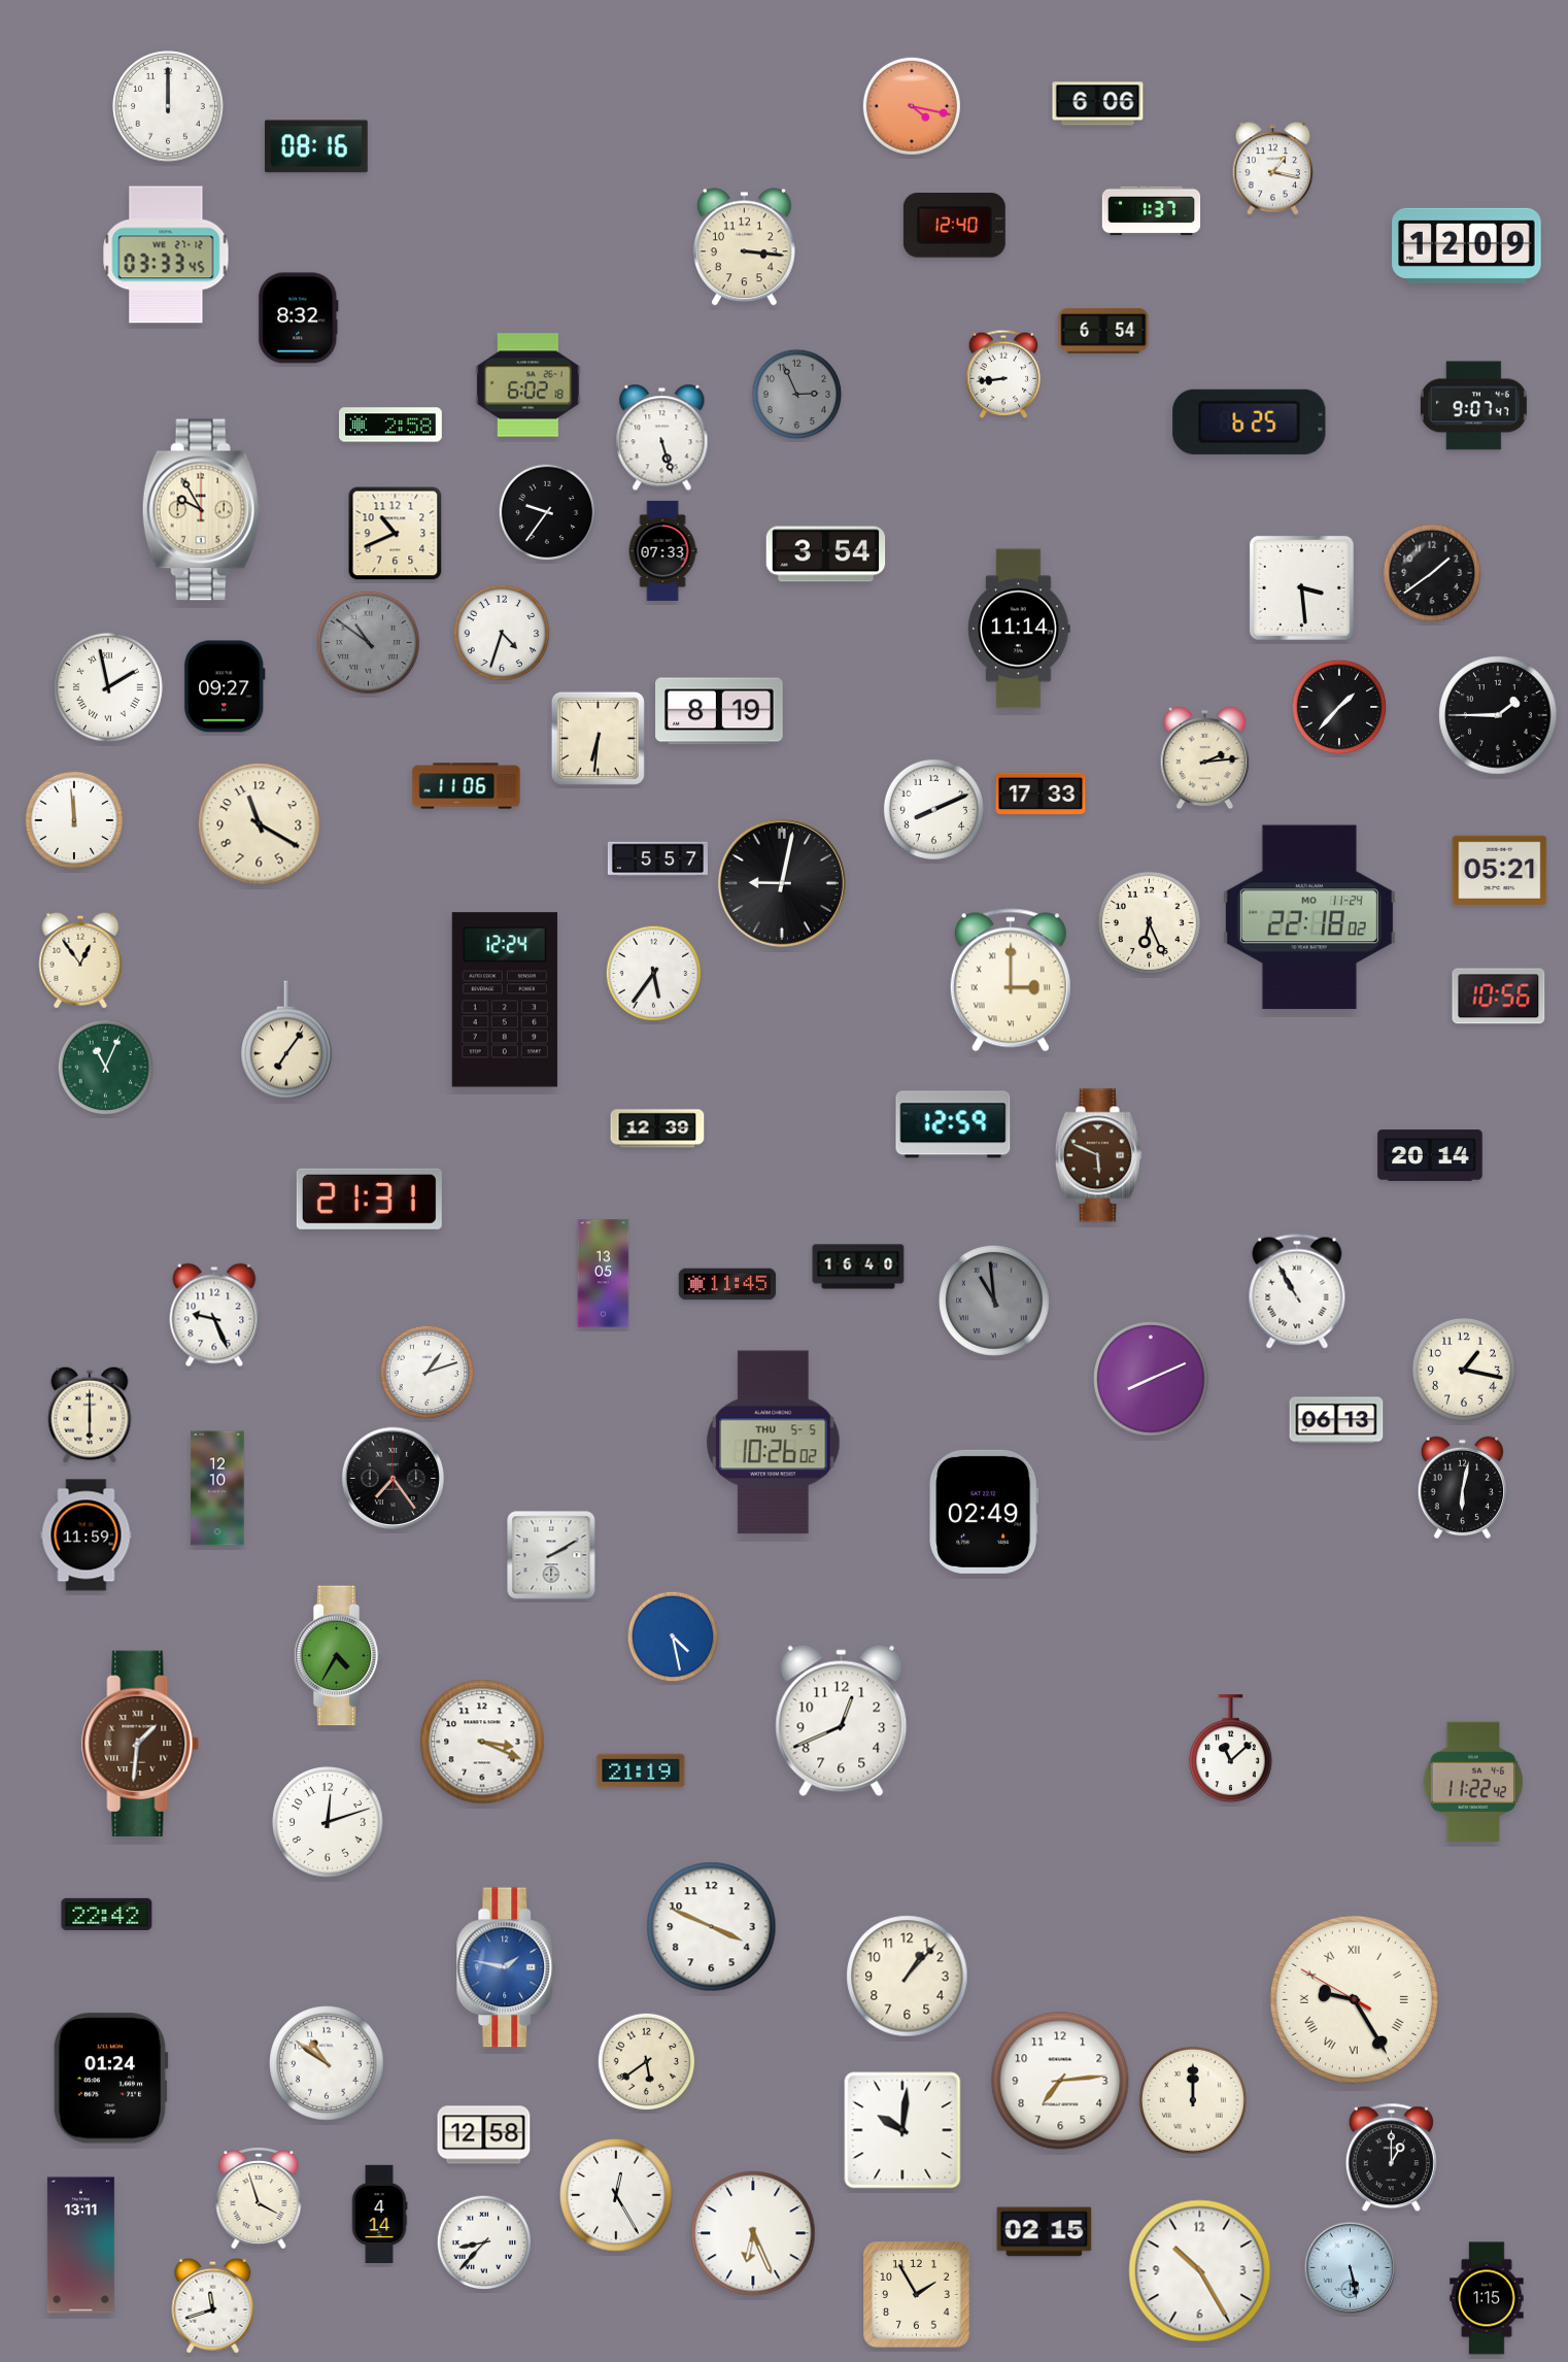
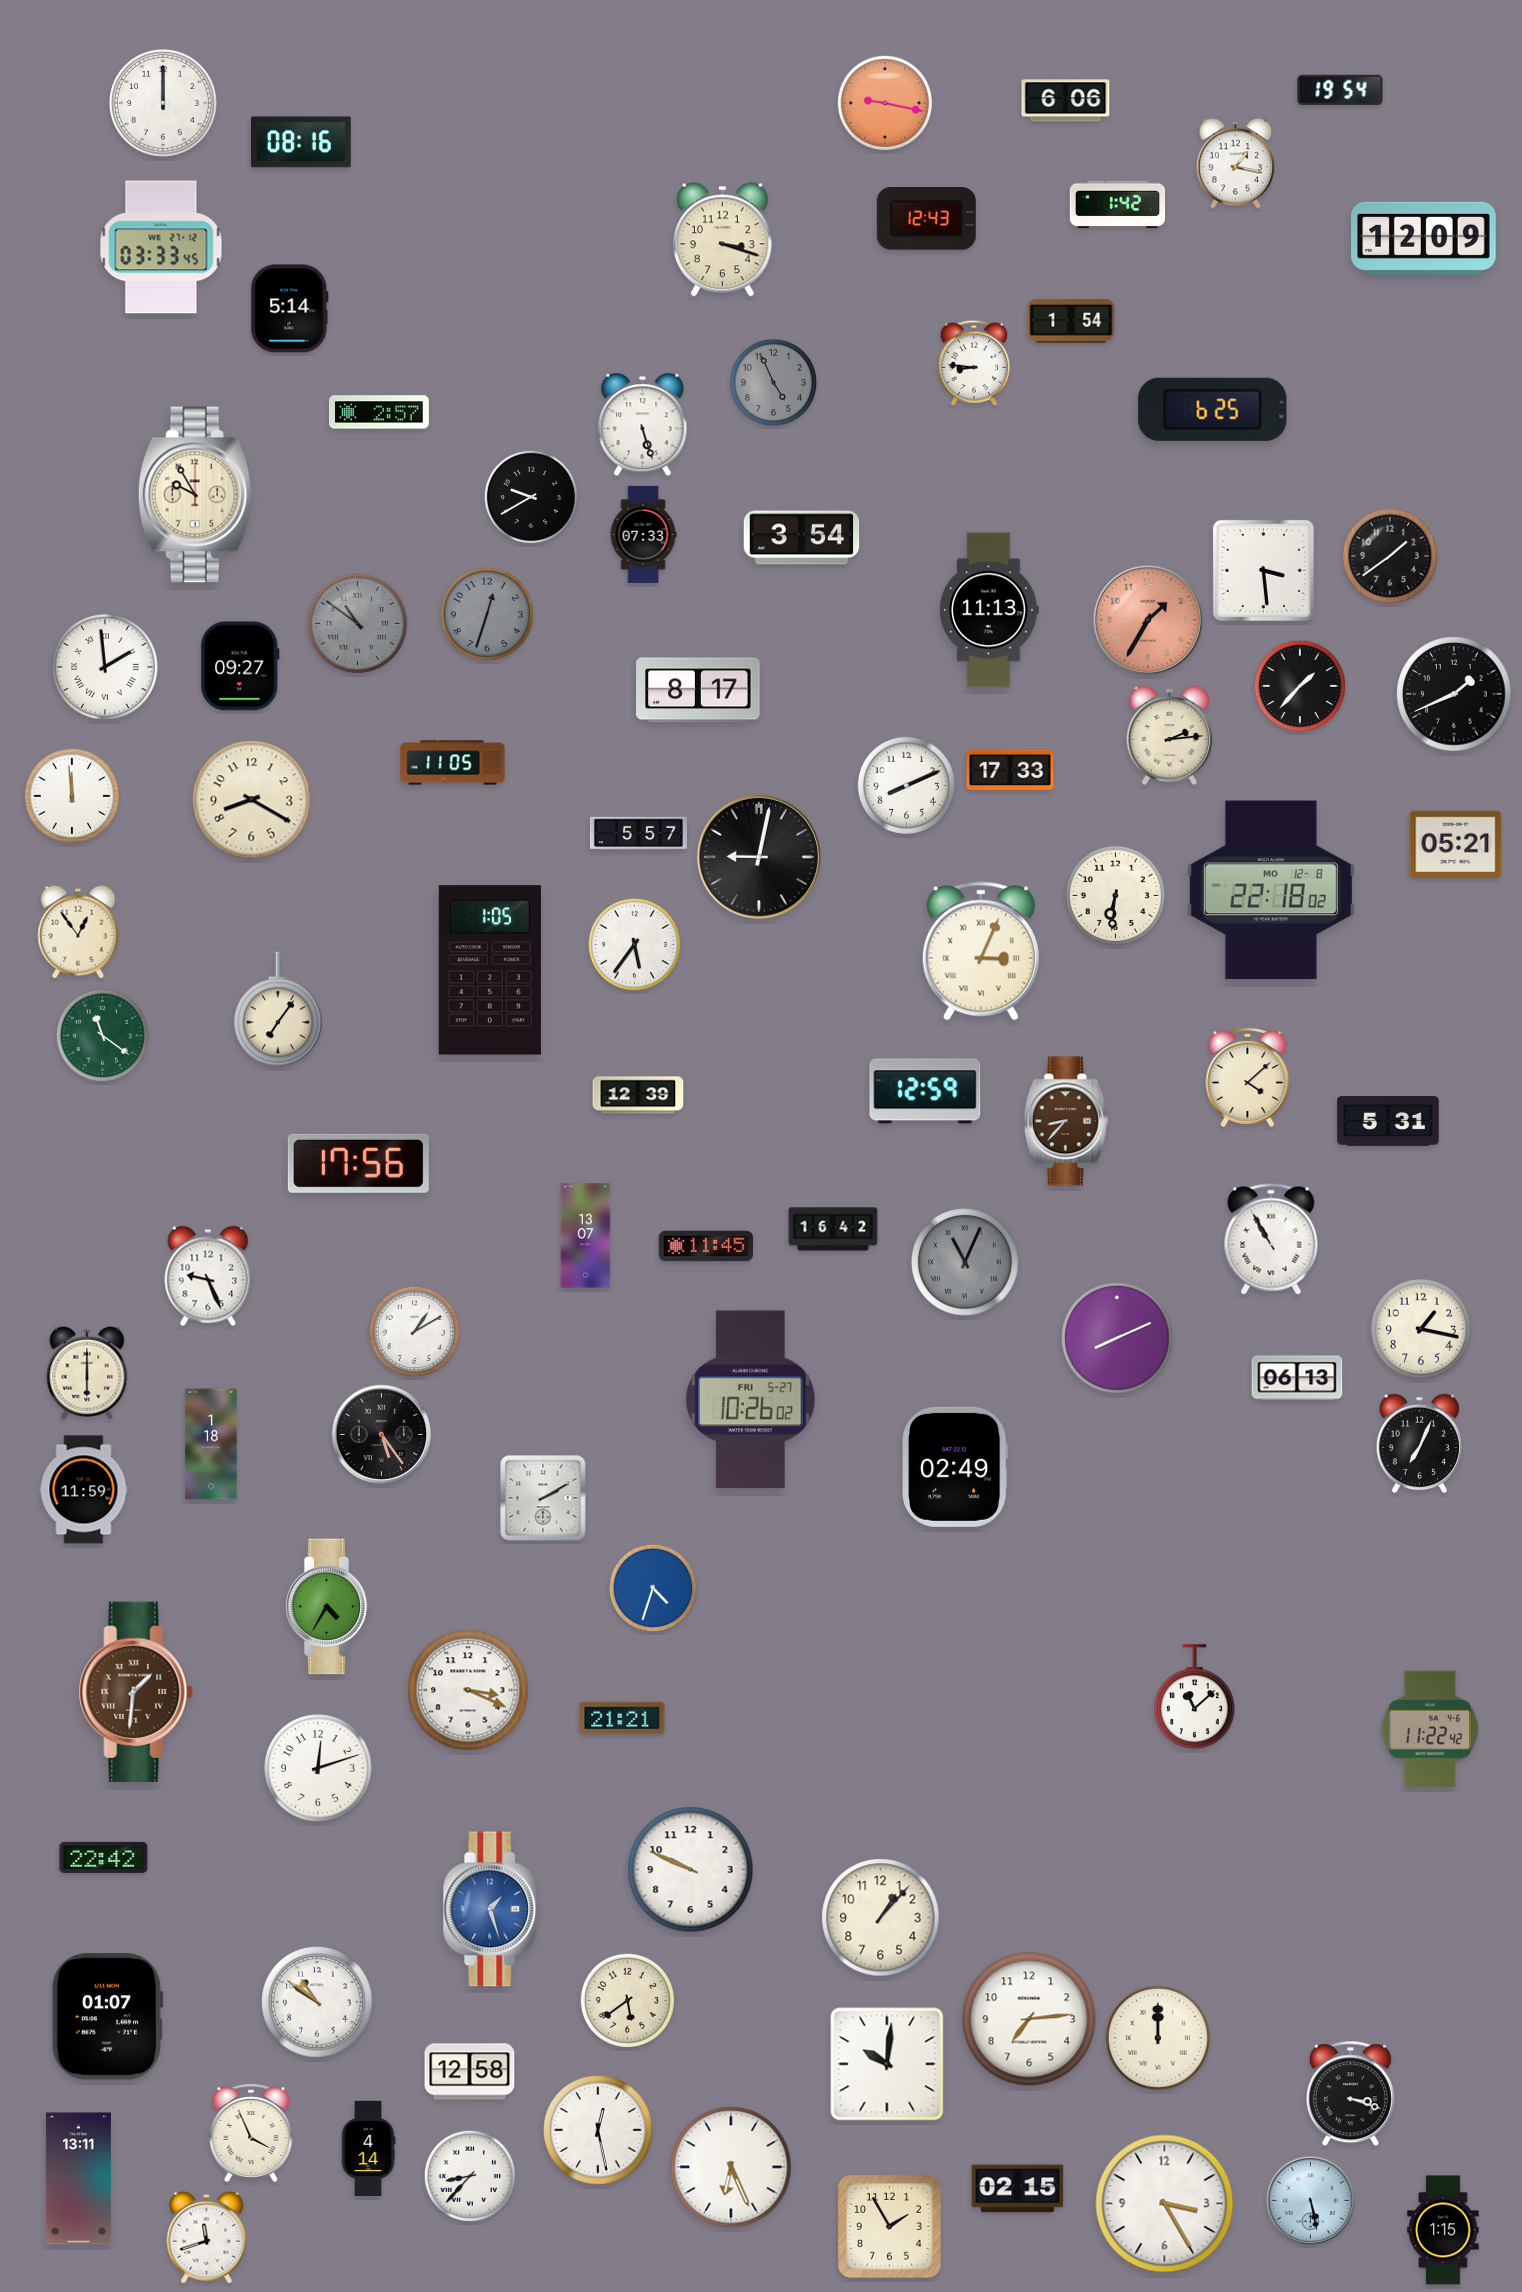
clock at (1340, 90): none -> 19:54
clock at (912, 106): 4:17 -> 9:17
clock at (316, 146) position: (316, 146) -> (301, 142)
clock at (1152, 211): 1:37 -> 1:42
clock at (954, 226): 12:40 -> 12:43
clock at (744, 247): 3:16 -> 3:18
clock at (299, 318): 8:32 -> 5:14
clock at (1103, 331): 6:54 -> 1:54
clock at (1003, 374): 8:44 -> 8:46
clock at (529, 385): 6:02 -> none
clock at (797, 395): 2:56 -> 4:56
clock at (1473, 406): 9:07 -> none
clock at (391, 425): 2:58 -> 2:57
clock at (546, 511): 9:36 -> 9:40
clock at (396, 534): 10:41 -> none
clock at (1019, 629): 11:14 -> 11:13
clock at (501, 632): 4:33 -> 12:33
clock at (501, 632) dial: white -> grey
clock at (1148, 620): none -> 1:35
clock at (225, 686) position: (225, 686) -> (240, 666)
clock at (108, 687): 1:58 -> 1:59
clock at (719, 711): 8:19 -> 8:17
clock at (1498, 715): 1:45 -> 1:41
clock at (598, 738): 6:31 -> none
clock at (467, 786): 11:06 -> 11:05
clock at (260, 824): 11:20 -> 8:20
clock at (1309, 917) date: MO 11-24 -> MO 12-8
clock at (1149, 922): 6:26 -> 6:31
clock at (1011, 980): 3:00 -> 3:04
clock at (1499, 997): 10:56 -> none
clock at (505, 1000): 12:24 -> 1:05
clock at (106, 1068): 11:04 -> 11:21
clock at (1248, 1077): none -> 4:08
clock at (1098, 1155): 5:49 -> 8:37
clock at (1430, 1155): 20:14 -> 5:31
clock at (369, 1199): 21:31 -> 17:56
clock at (858, 1267): 16:40 -> 16:42
clock at (604, 1274): 13:05 -> 13:07
clock at (1297, 1291) position: (1297, 1291) -> (1271, 1239)
clock at (995, 1302): 10:59 -> 11:04
clock at (428, 1373): 1:12 -> 1:10
clock at (774, 1443) date: THU 5-5 -> FRI 5-27
clock at (394, 1479): 7:24 -> 5:24
clock at (217, 1488): 12:10 -> 1:18
clock at (1463, 1488): 6:02 -> 7:04
clock at (551, 1555) position: (551, 1555) -> (543, 1498)
clock at (673, 1636): 4:28 -> 4:33
clock at (842, 1721): 12:41 -> none
clock at (641, 1770): 21:19 -> 21:21
clock at (712, 1927): 3:49 -> 9:49
clock at (507, 1967): 1:47 -> 1:27
clock at (1354, 1999): 9:24 -> none
clock at (110, 2079): 01:24 -> 01:07
clock at (902, 2130) position: (902, 2130) -> (887, 2064)
clock at (1391, 2158): 1:00 -> 3:18
clock at (616, 2195): 12:25 -> 12:28
clock at (259, 2198): 3:57 -> 3:56
clock at (1045, 2232) position: (1045, 2232) -> (1018, 2189)
clock at (1200, 2271): 10:25 -> 3:25
